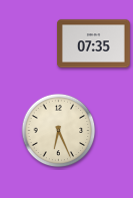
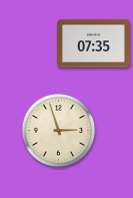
clock at (59, 131): 6:26 -> 2:57
